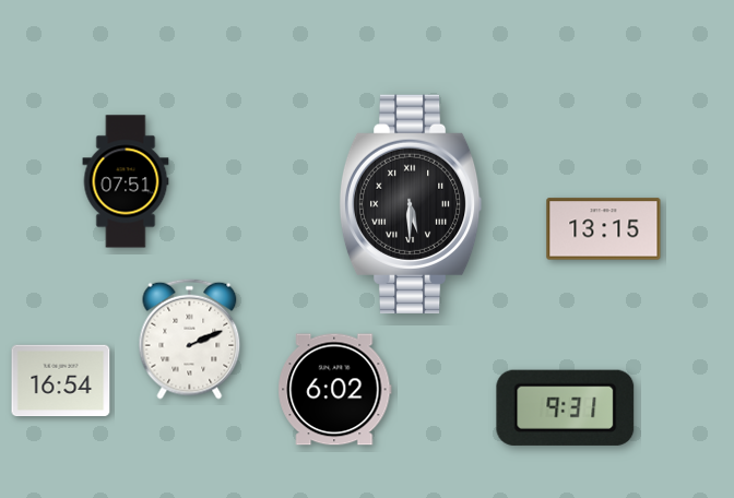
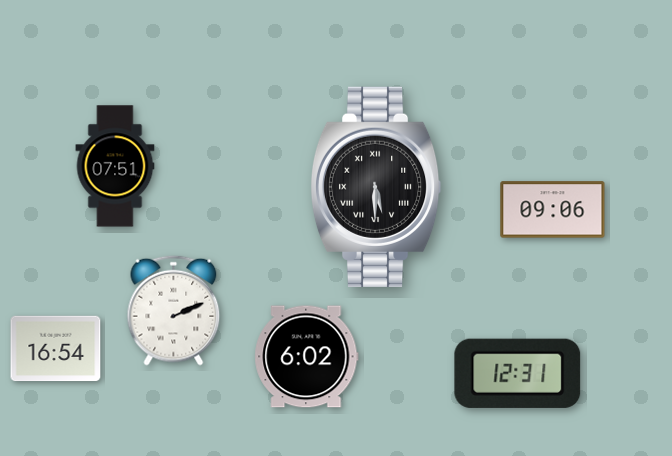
clock at (604, 229): 13:15 -> 09:06
clock at (566, 407): 9:31 -> 12:31
